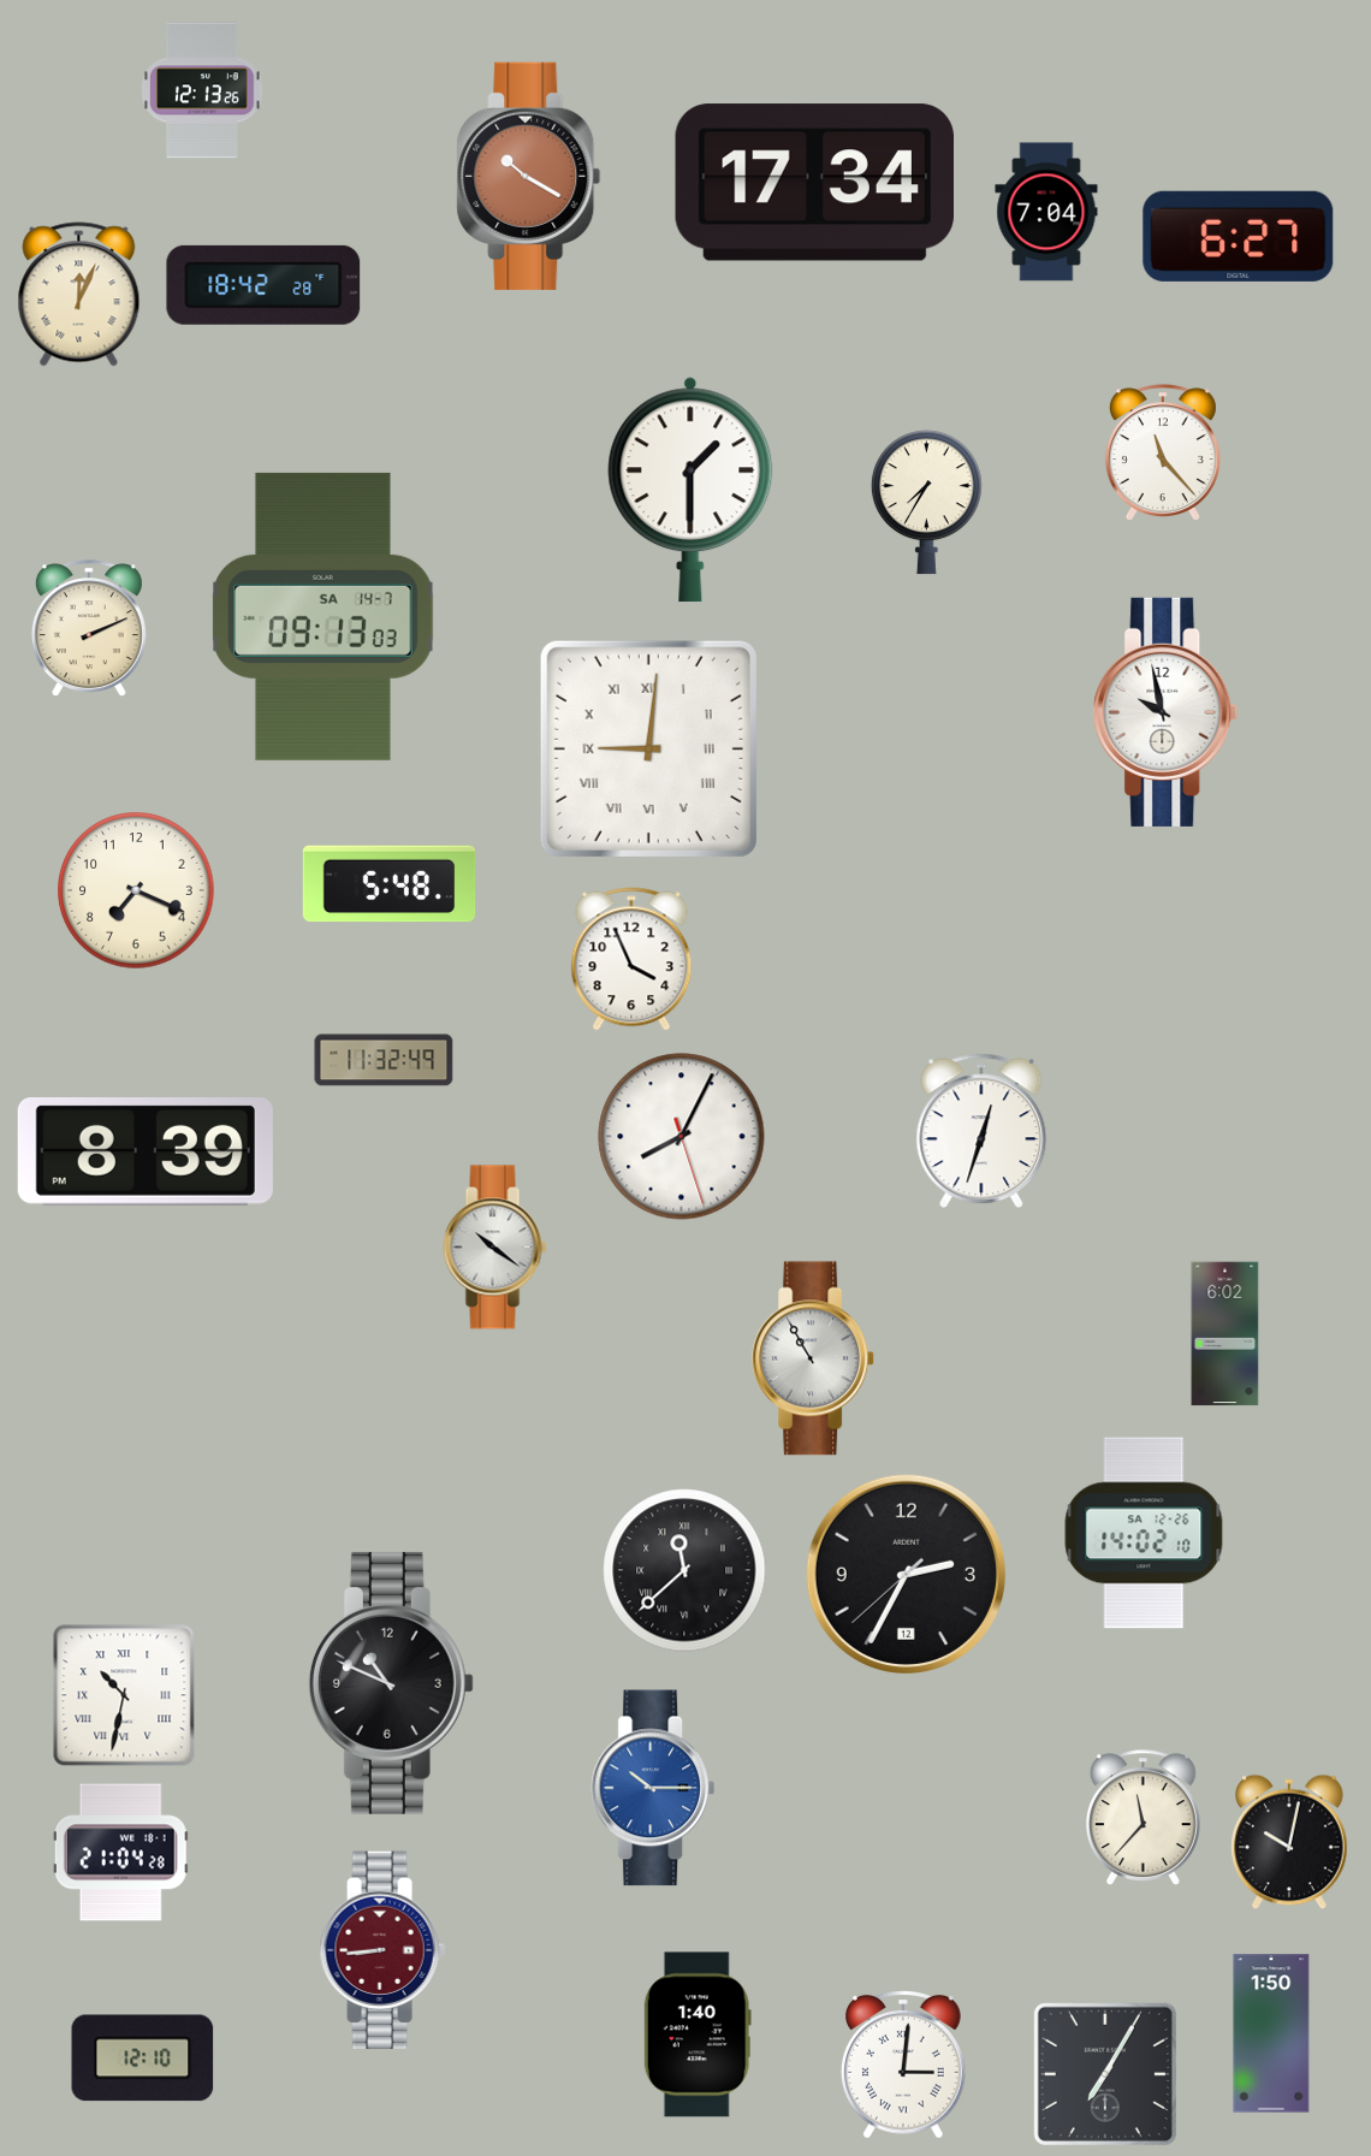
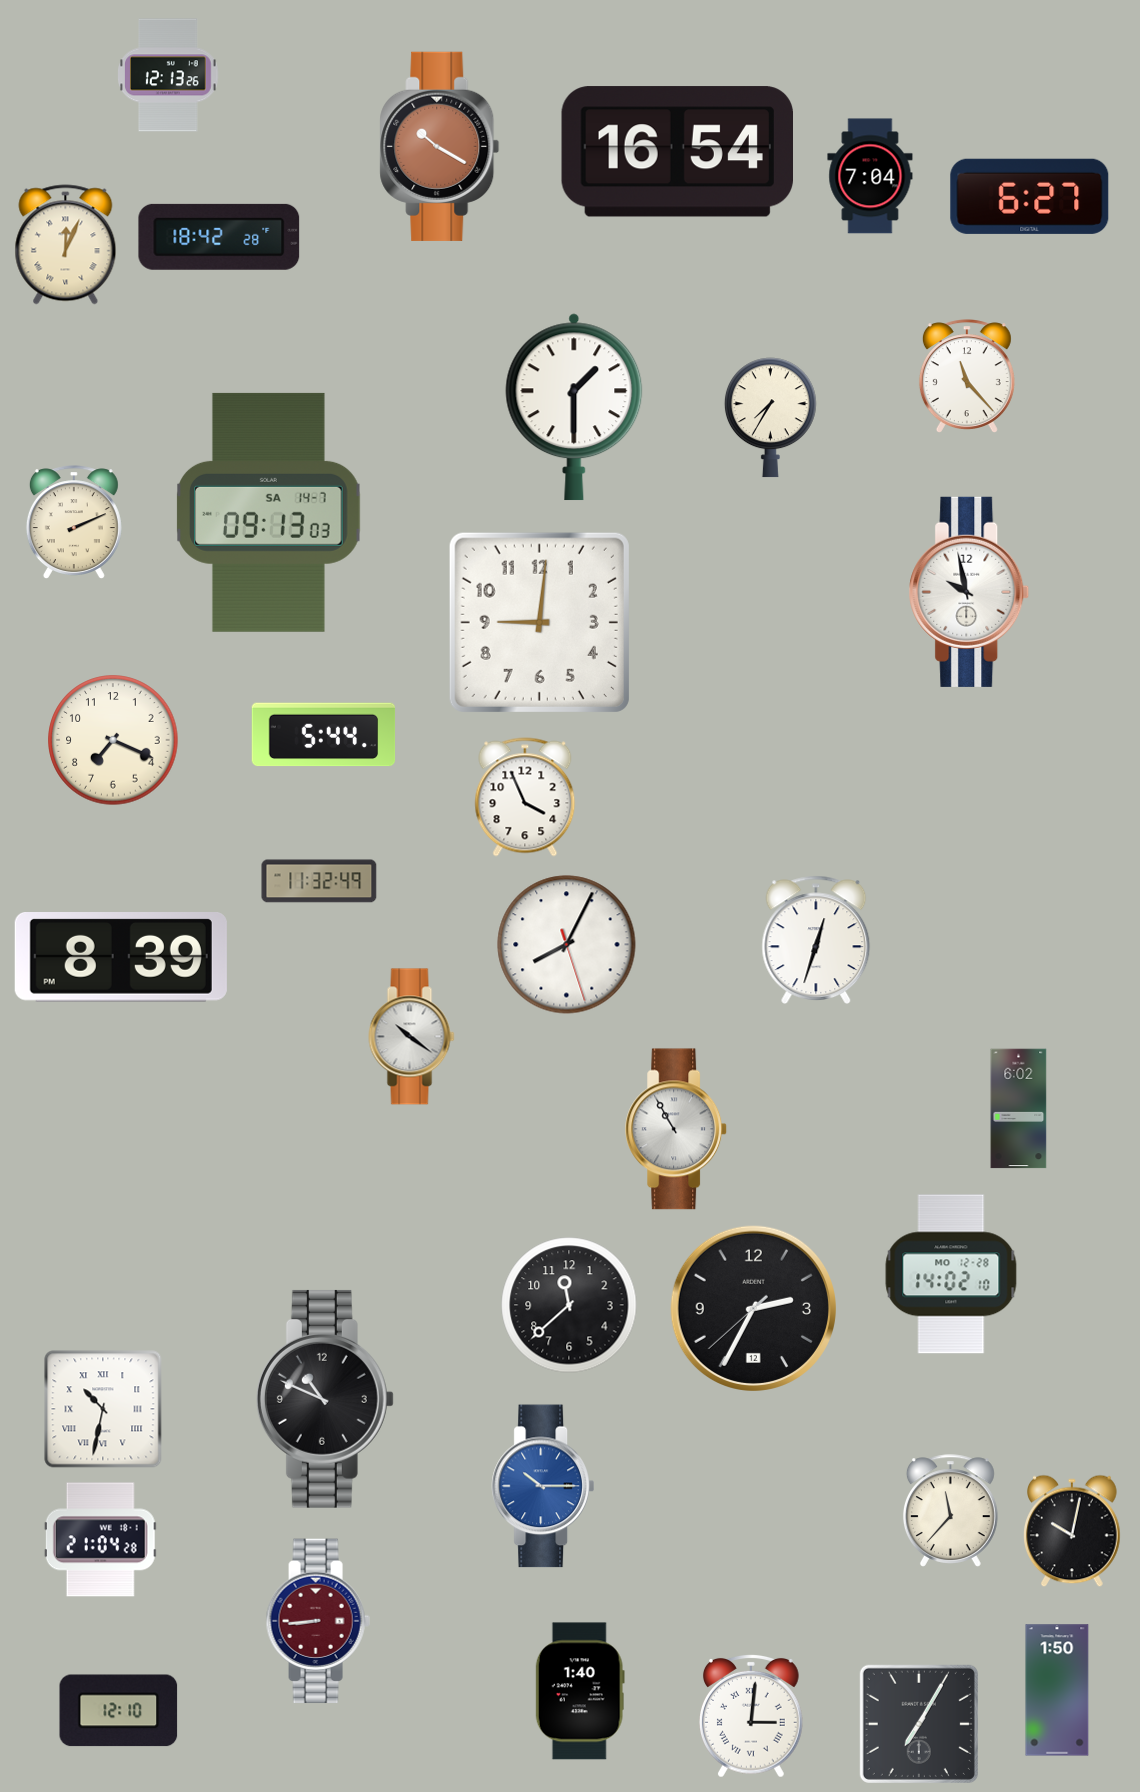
clock at (814, 183): 17:34 -> 16:54
clock at (648, 748) numerals: Roman -> Arabic
clock at (390, 884): 5:48 -> 5:44
clock at (1144, 1533) date: SA 12-26 -> MO 12-28
clock at (684, 1570) numerals: Roman -> Arabic
